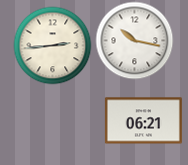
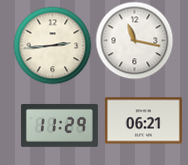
clock at (134, 40): 10:17 -> 11:17
clock at (59, 125): none -> 11:29
